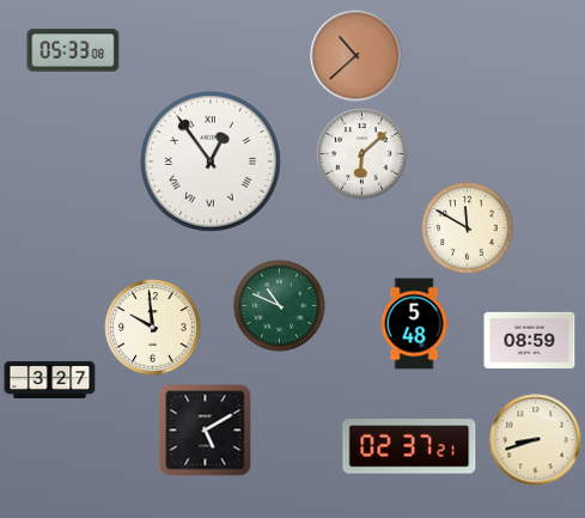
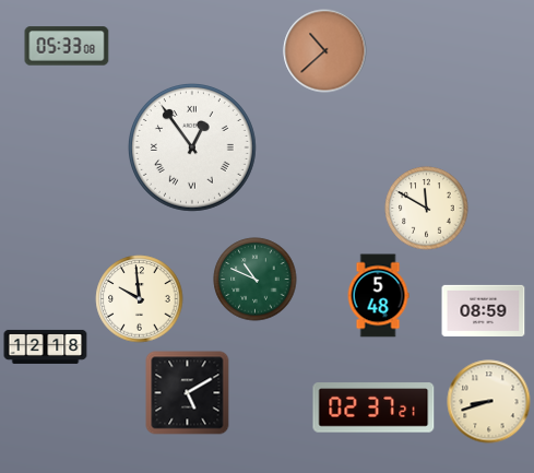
clock at (362, 154): 6:08 -> none
clock at (50, 379): 3:27 -> 12:18
